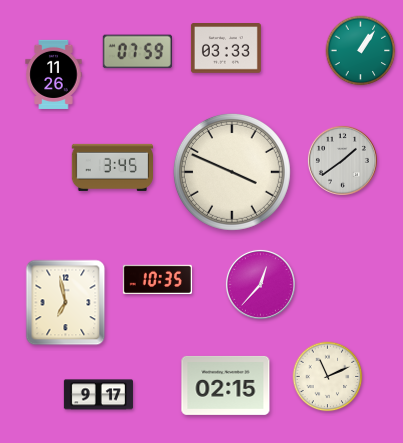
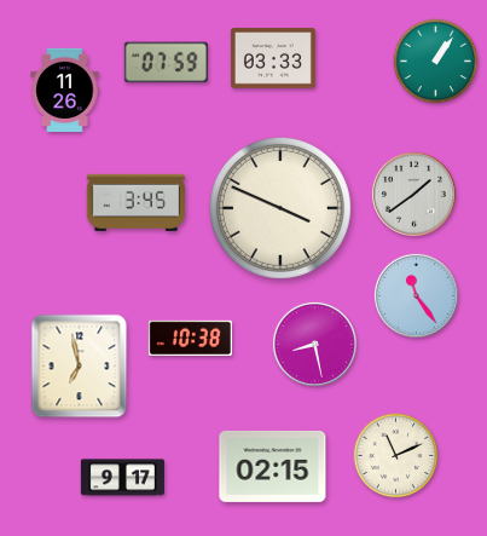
clock at (416, 295): none -> 11:24
clock at (157, 279): 10:35 -> 10:38
clock at (260, 284): 12:37 -> 8:28
clock at (98, 395) position: (98, 395) -> (122, 478)
